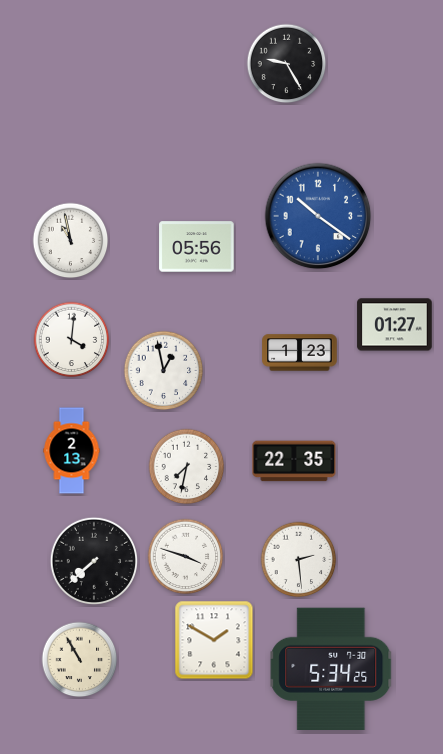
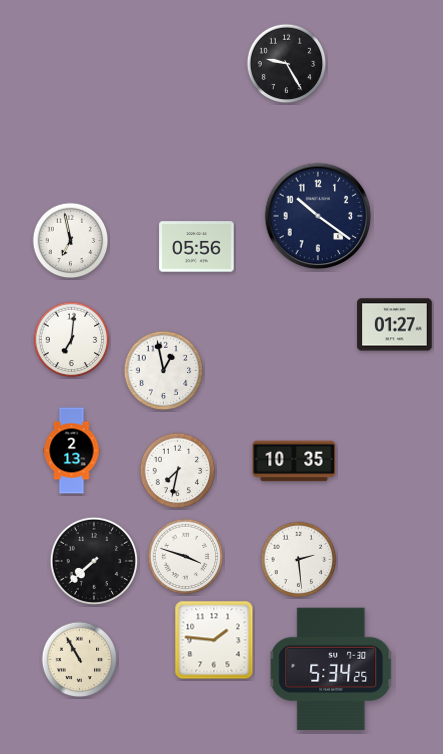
clock at (318, 216) dial: blue -> navy
clock at (71, 241): 10:58 -> 6:58
clock at (72, 340): 4:01 -> 7:01
clock at (300, 353): 1:23 -> none
clock at (294, 461): 22:35 -> 10:35
clock at (187, 467) position: (187, 467) -> (178, 471)
clock at (214, 640): 1:50 -> 1:46
